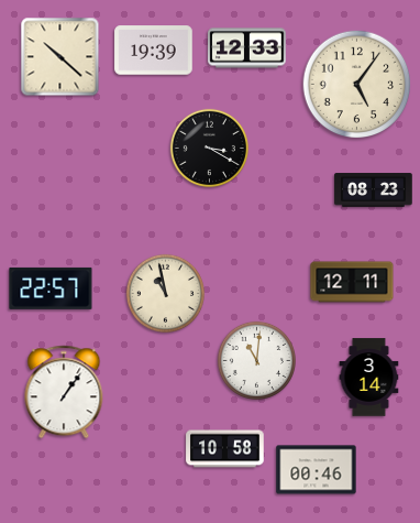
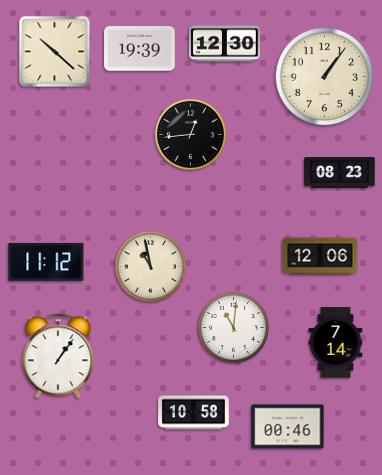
clock at (247, 48): 12:33 -> 12:30
clock at (154, 51) position: (154, 51) -> (140, 49)
clock at (357, 85): 5:06 -> 1:06
clock at (209, 148): 3:20 -> 12:44
clock at (352, 282): 12:11 -> 12:06
clock at (51, 288): 22:57 -> 11:12
clock at (369, 378): 3:14 -> 7:14
clock at (225, 449) position: (225, 449) -> (194, 413)
